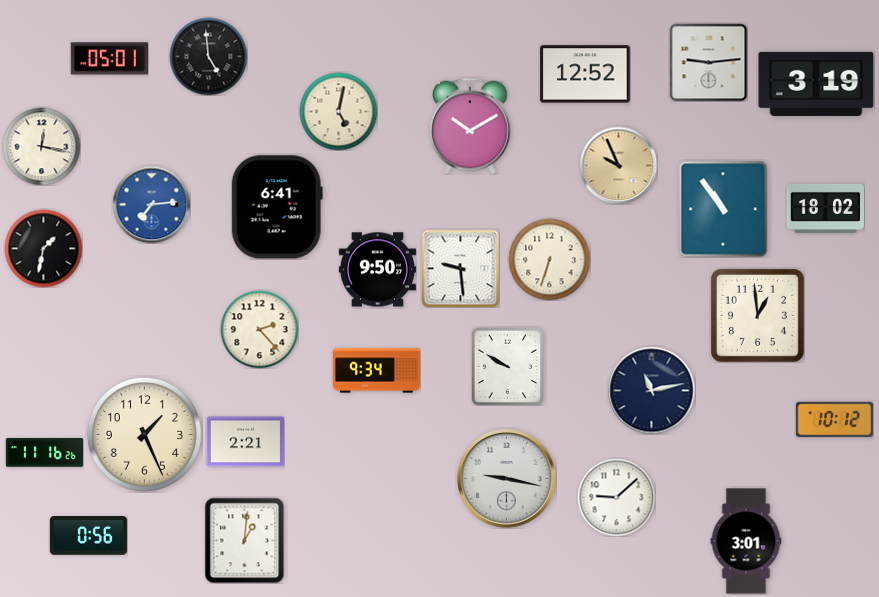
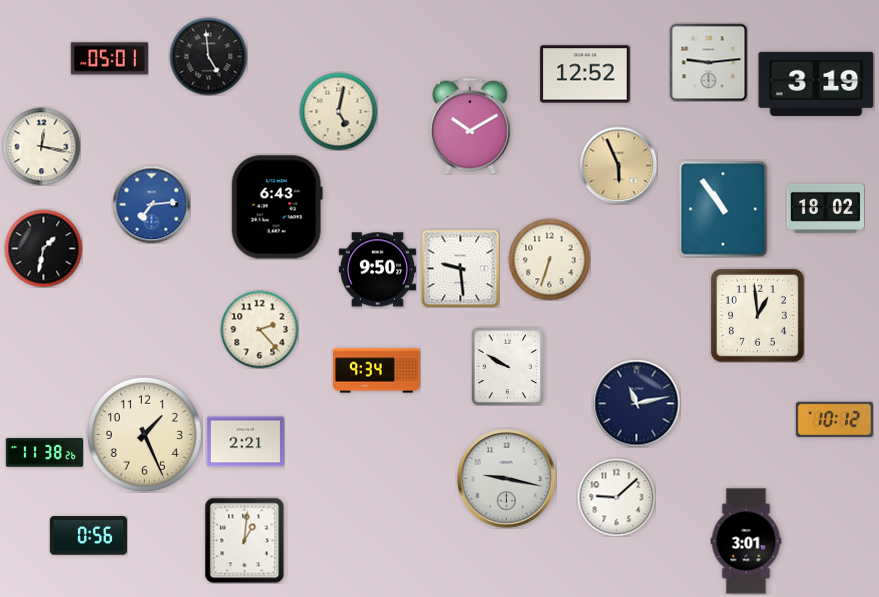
clock at (618, 165): 9:56 -> 5:56
clock at (277, 207): 6:41 -> 6:43
clock at (651, 390) position: (651, 390) -> (636, 403)
clock at (44, 453): 11:16 -> 11:38
